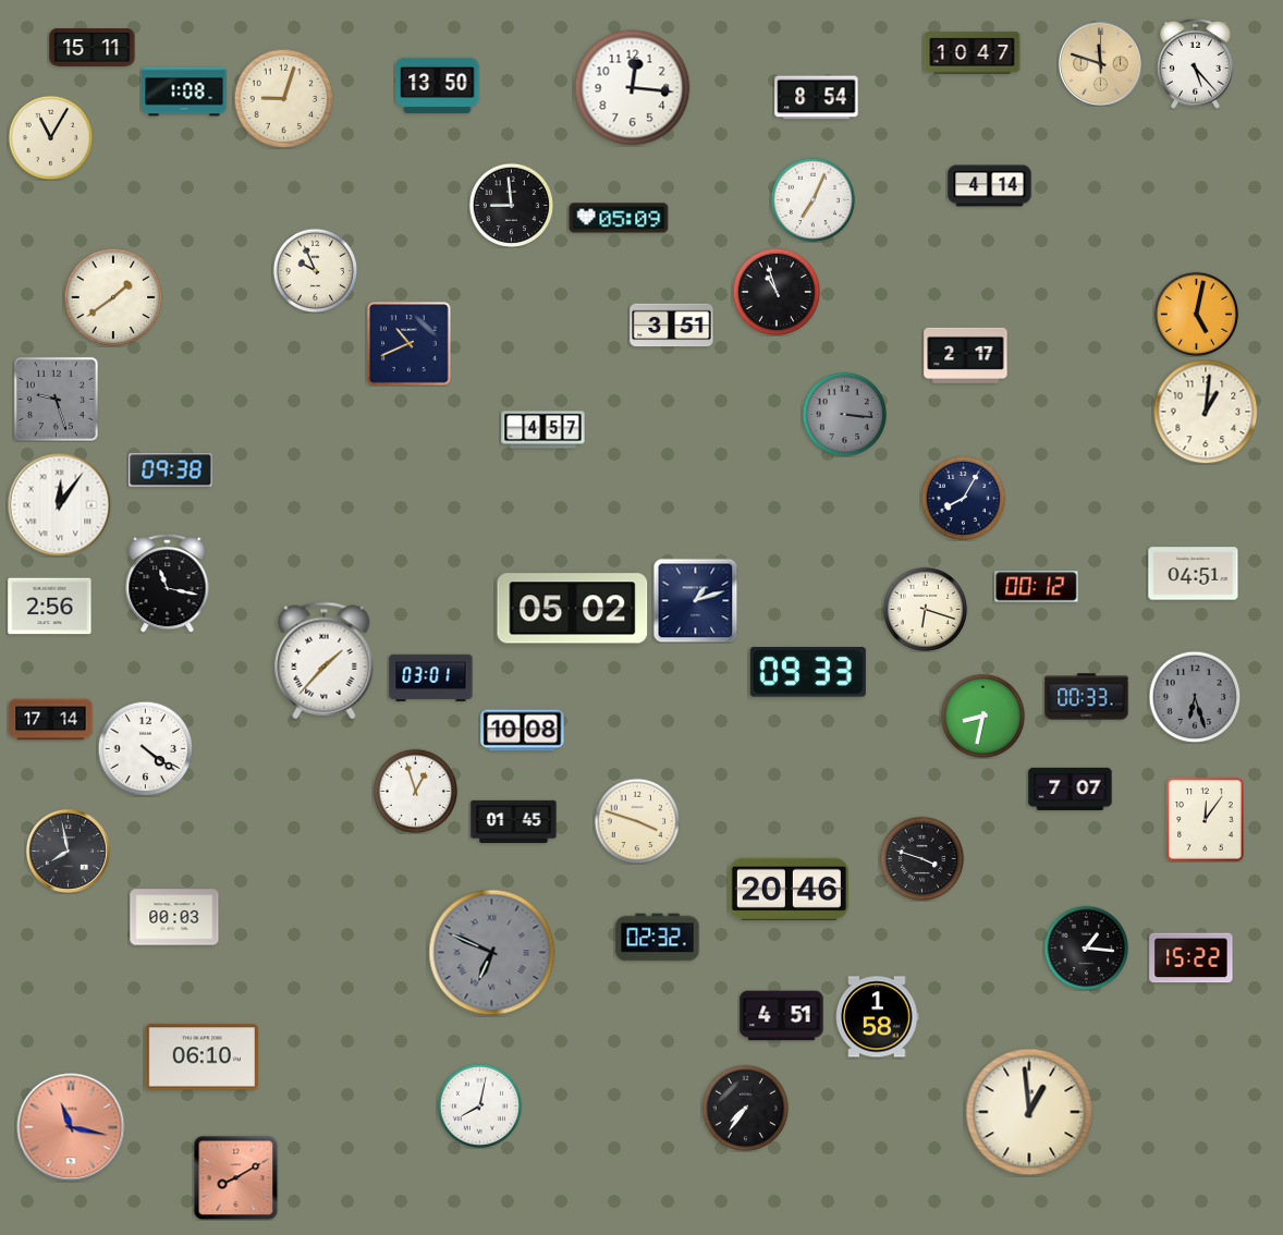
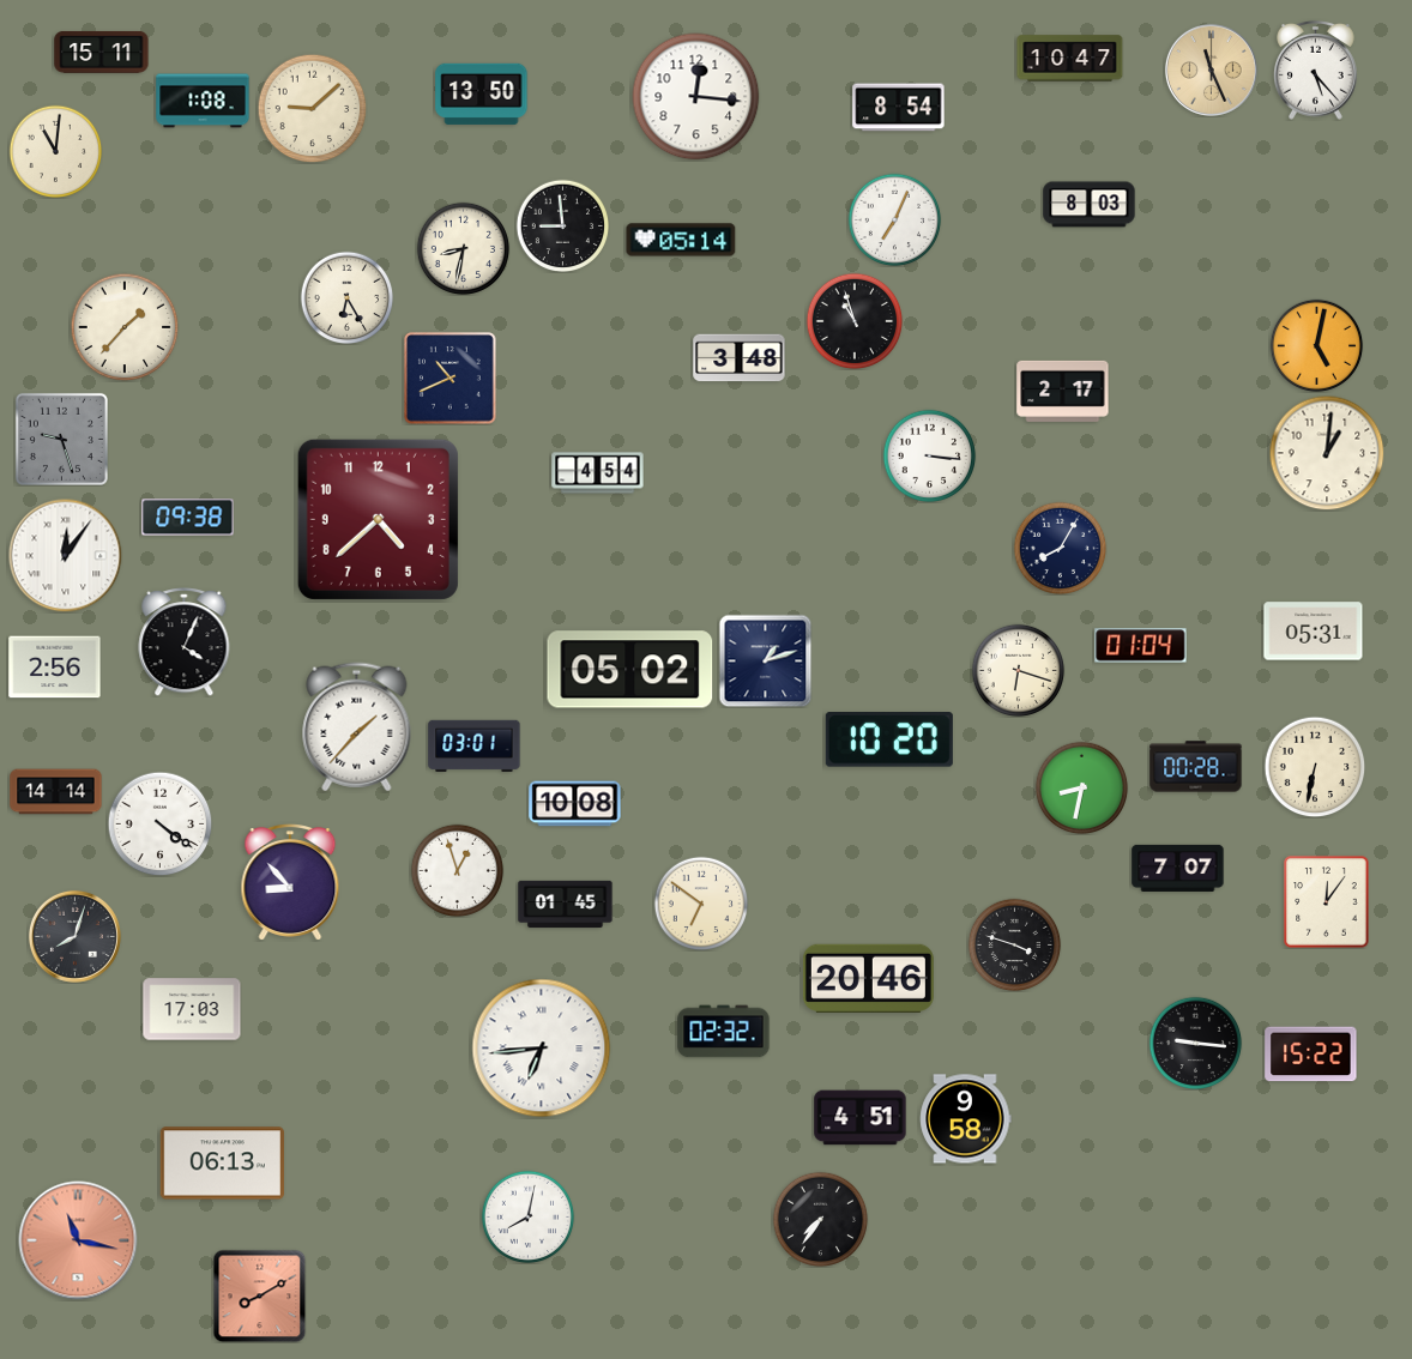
clock at (1100, 63): 11:48 -> 11:26
clock at (283, 98): 9:03 -> 9:08
clock at (50, 137): 11:05 -> 11:01
clock at (990, 186): 4:14 -> 8:03
clock at (619, 218): 05:09 -> 05:14
clock at (463, 248): none -> 8:32
clock at (315, 270): 9:56 -> 6:25
clock at (113, 297): 1:39 -> 1:37
clock at (672, 326): 3:51 -> 3:48
clock at (844, 414) dial: grey -> white
clock at (543, 430): 4:57 -> 4:54
clock at (378, 519): none -> 4:38
clock at (1194, 574): 04:51 -> 05:31
clock at (168, 584): 11:17 -> 4:04
clock at (1037, 587): 00:12 -> 01:04
clock at (808, 673): 09:33 -> 10:20
clock at (1087, 697): 00:33 -> 00:28
clock at (1195, 697): 6:27 -> 6:32
clock at (1195, 697) dial: grey -> cream
clock at (51, 720): 17:14 -> 14:14
clock at (290, 883): none -> 8:53
clock at (637, 821): 3:48 -> 6:51
clock at (68, 851): 7:58 -> 8:03
clock at (174, 917): 00:03 -> 17:03
clock at (1086, 947): 1:16 -> 9:16
clock at (492, 953): 6:49 -> 6:44
clock at (492, 953) dial: grey -> white
clock at (878, 1017): 1:58 -> 9:58
clock at (201, 1057): 06:10 -> 06:13
clock at (1029, 1112): 12:59 -> none
